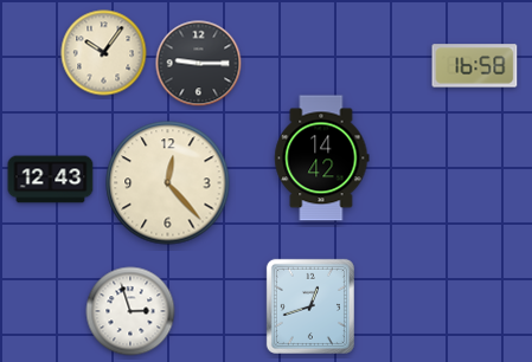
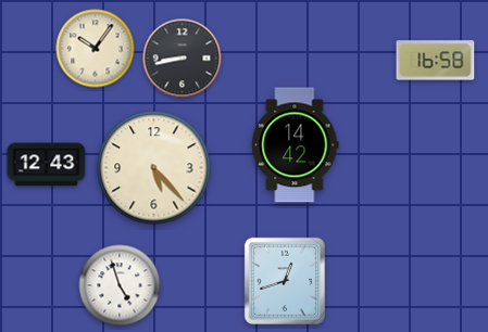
clock at (199, 64): 9:15 -> 8:43
clock at (168, 183): 12:23 -> 5:23
clock at (130, 311): 2:57 -> 4:57
